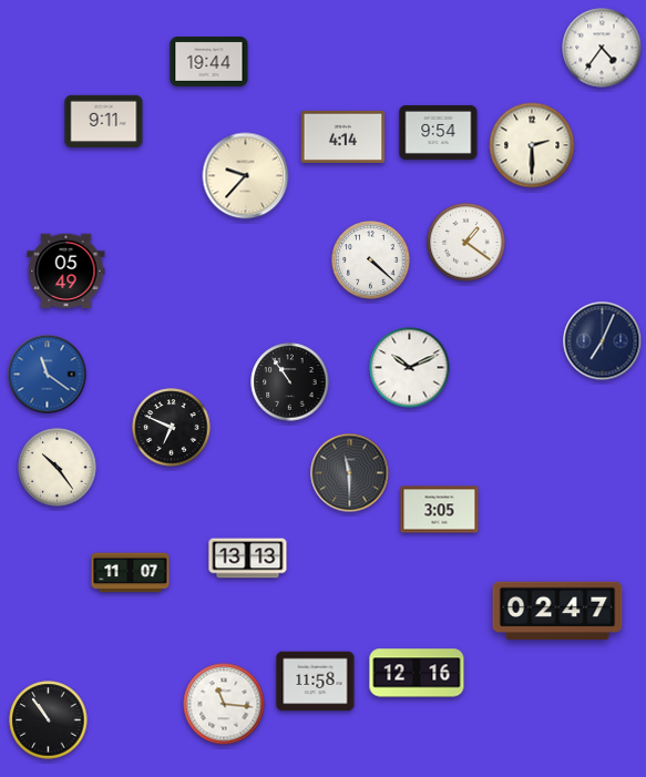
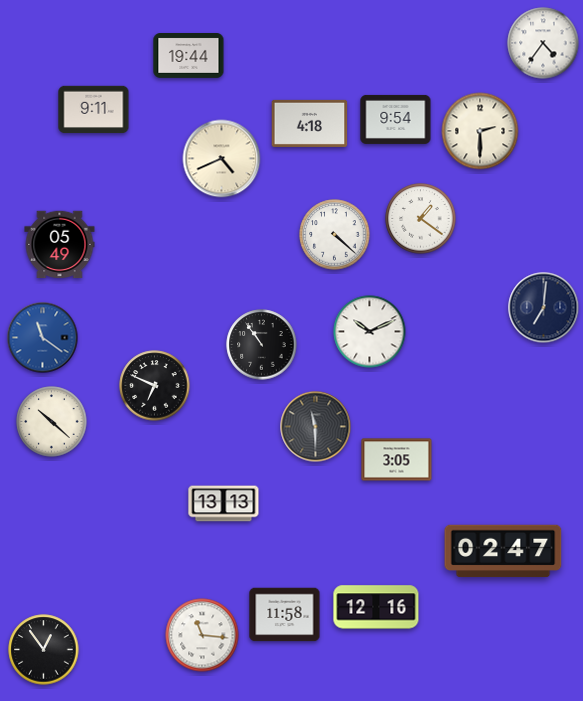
clock at (343, 136): 4:14 -> 4:18
clock at (246, 176): 9:37 -> 4:41
clock at (603, 341): 7:04 -> 7:01
clock at (58, 468): 10:24 -> 10:22
clock at (131, 573): 11:07 -> none
clock at (49, 720): 10:54 -> 12:54
